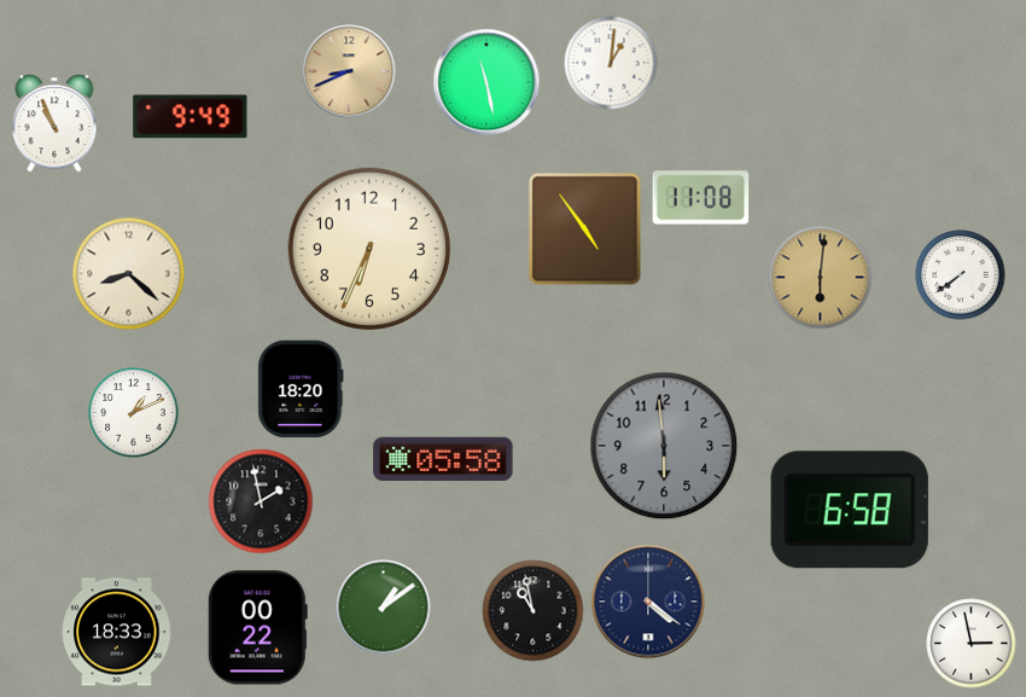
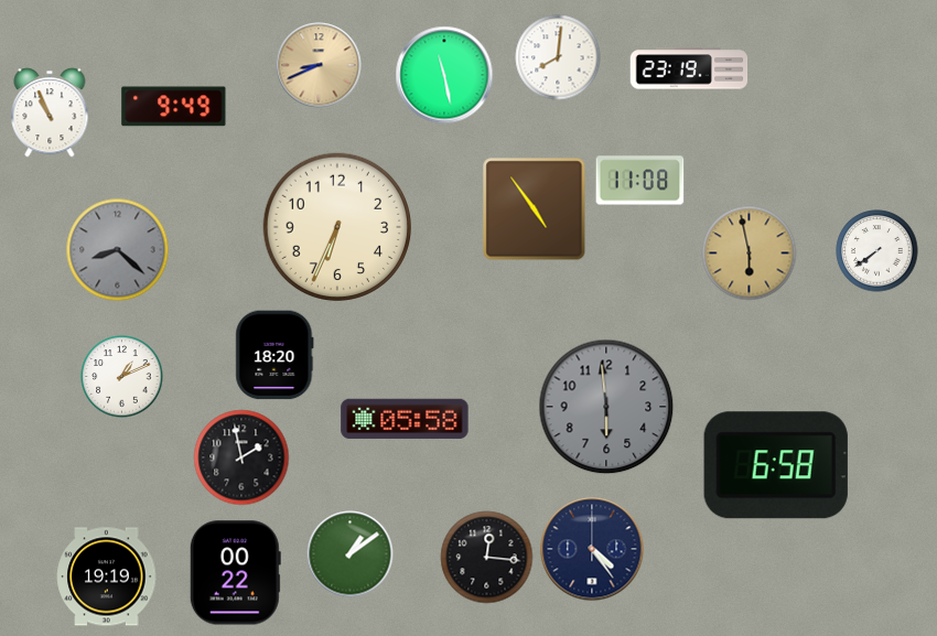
clock at (611, 63): 1:01 -> 8:01
clock at (689, 68): none -> 23:19
clock at (129, 274) dial: cream -> grey
clock at (821, 278): 6:01 -> 5:58
clock at (261, 501) position: (261, 501) -> (241, 457)
clock at (648, 602): 4:21 -> 4:24
clock at (534, 611): 10:58 -> 12:16
clock at (117, 632): 18:33 -> 19:19
clock at (972, 644): 2:58 -> none
